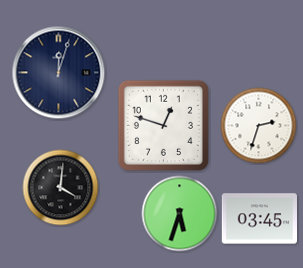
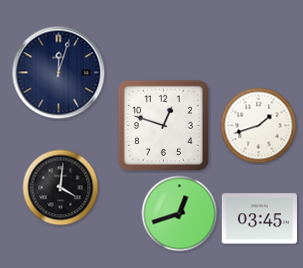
clock at (259, 126): 2:33 -> 1:42
clock at (180, 214): 5:33 -> 12:42
